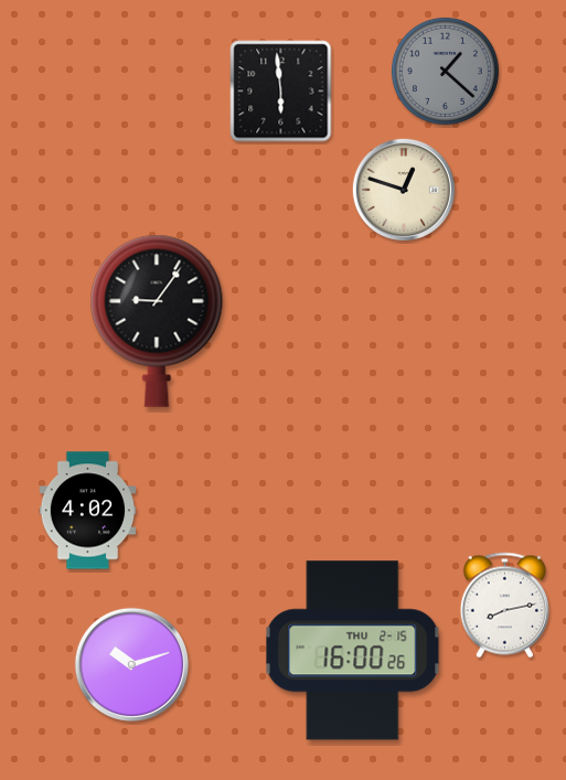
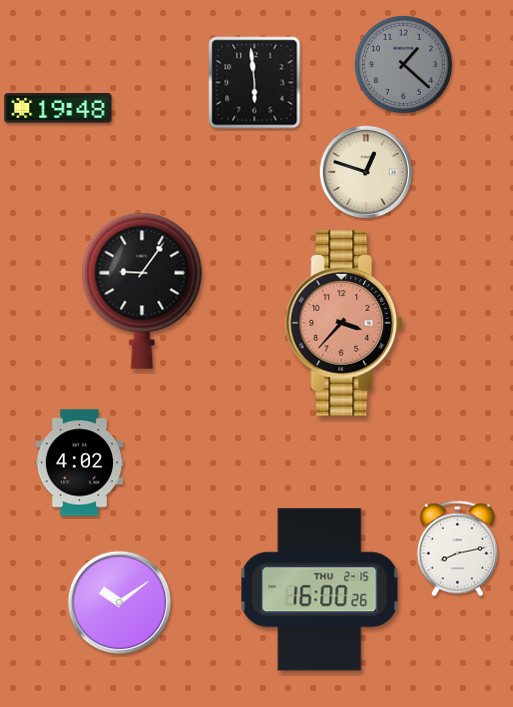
clock at (58, 108): none -> 19:48
clock at (345, 323): none -> 3:37
clock at (131, 664): 10:12 -> 10:09
